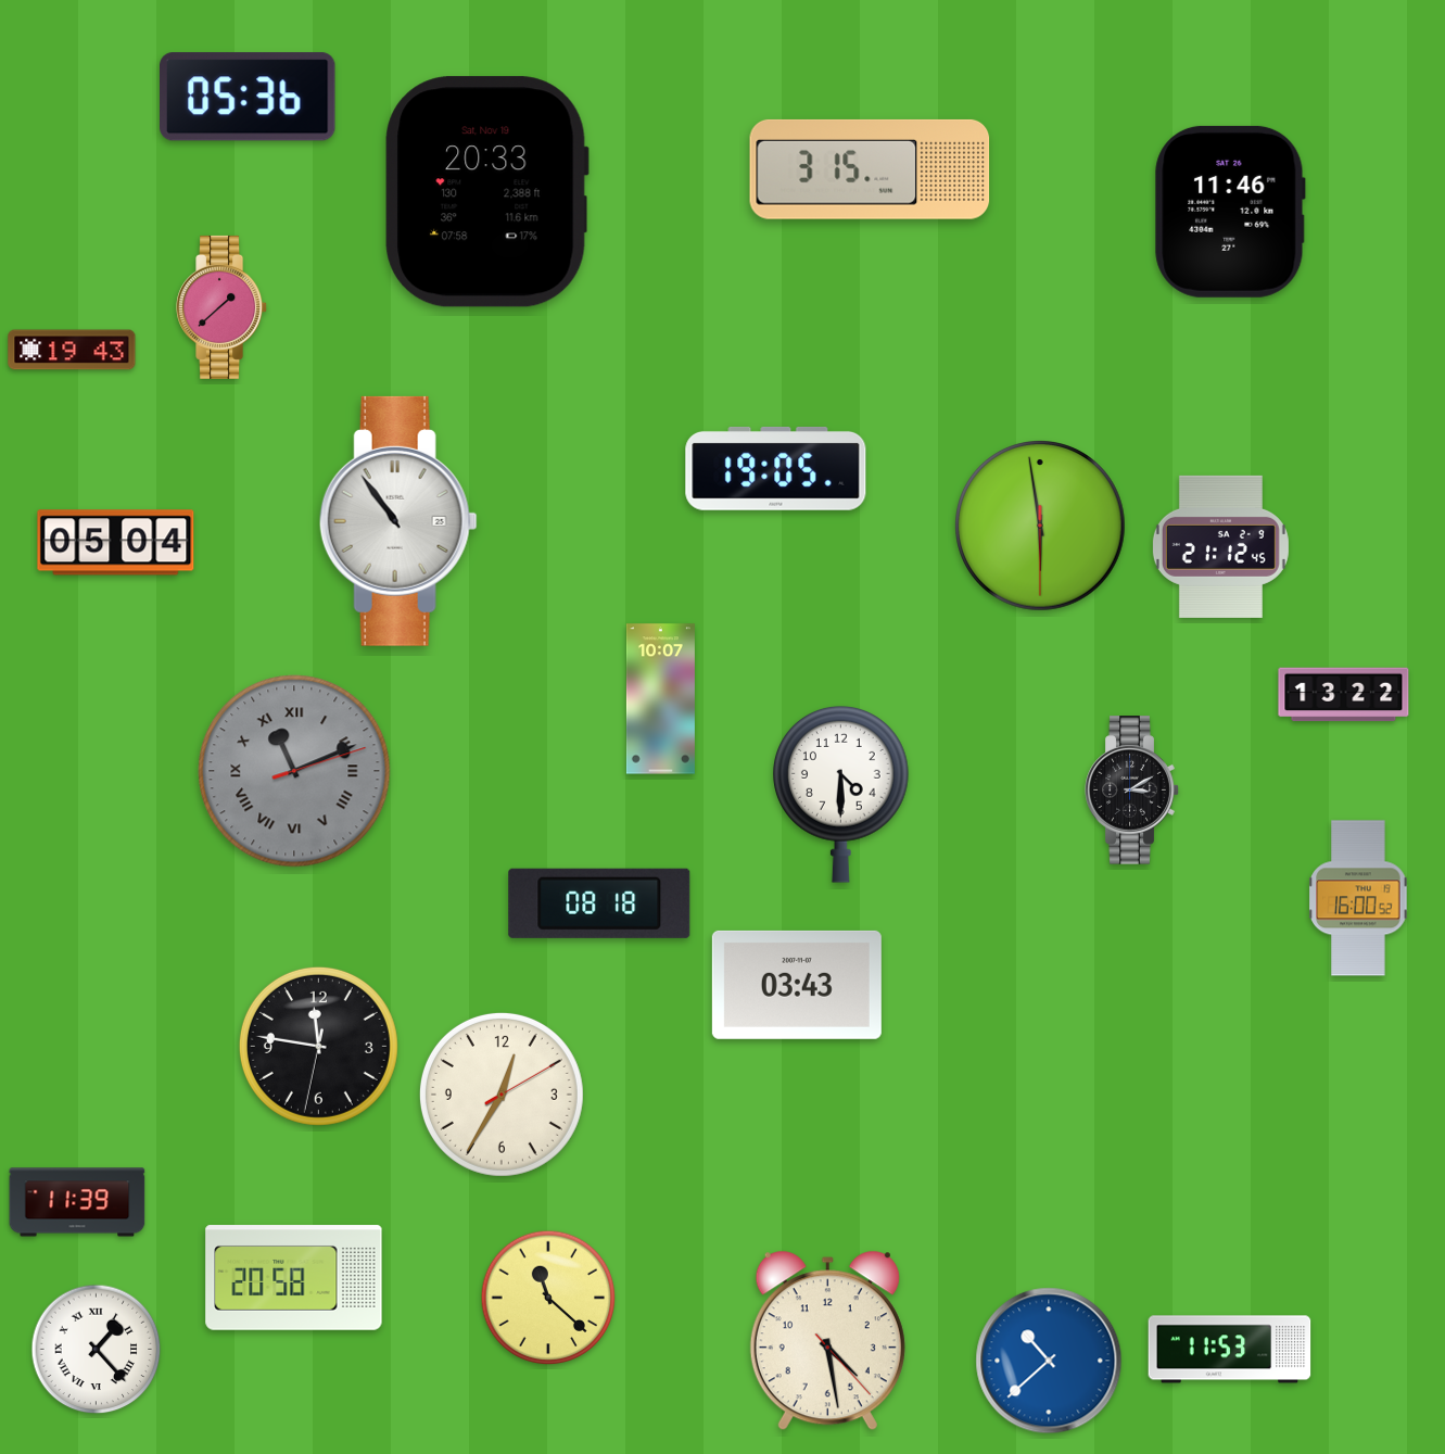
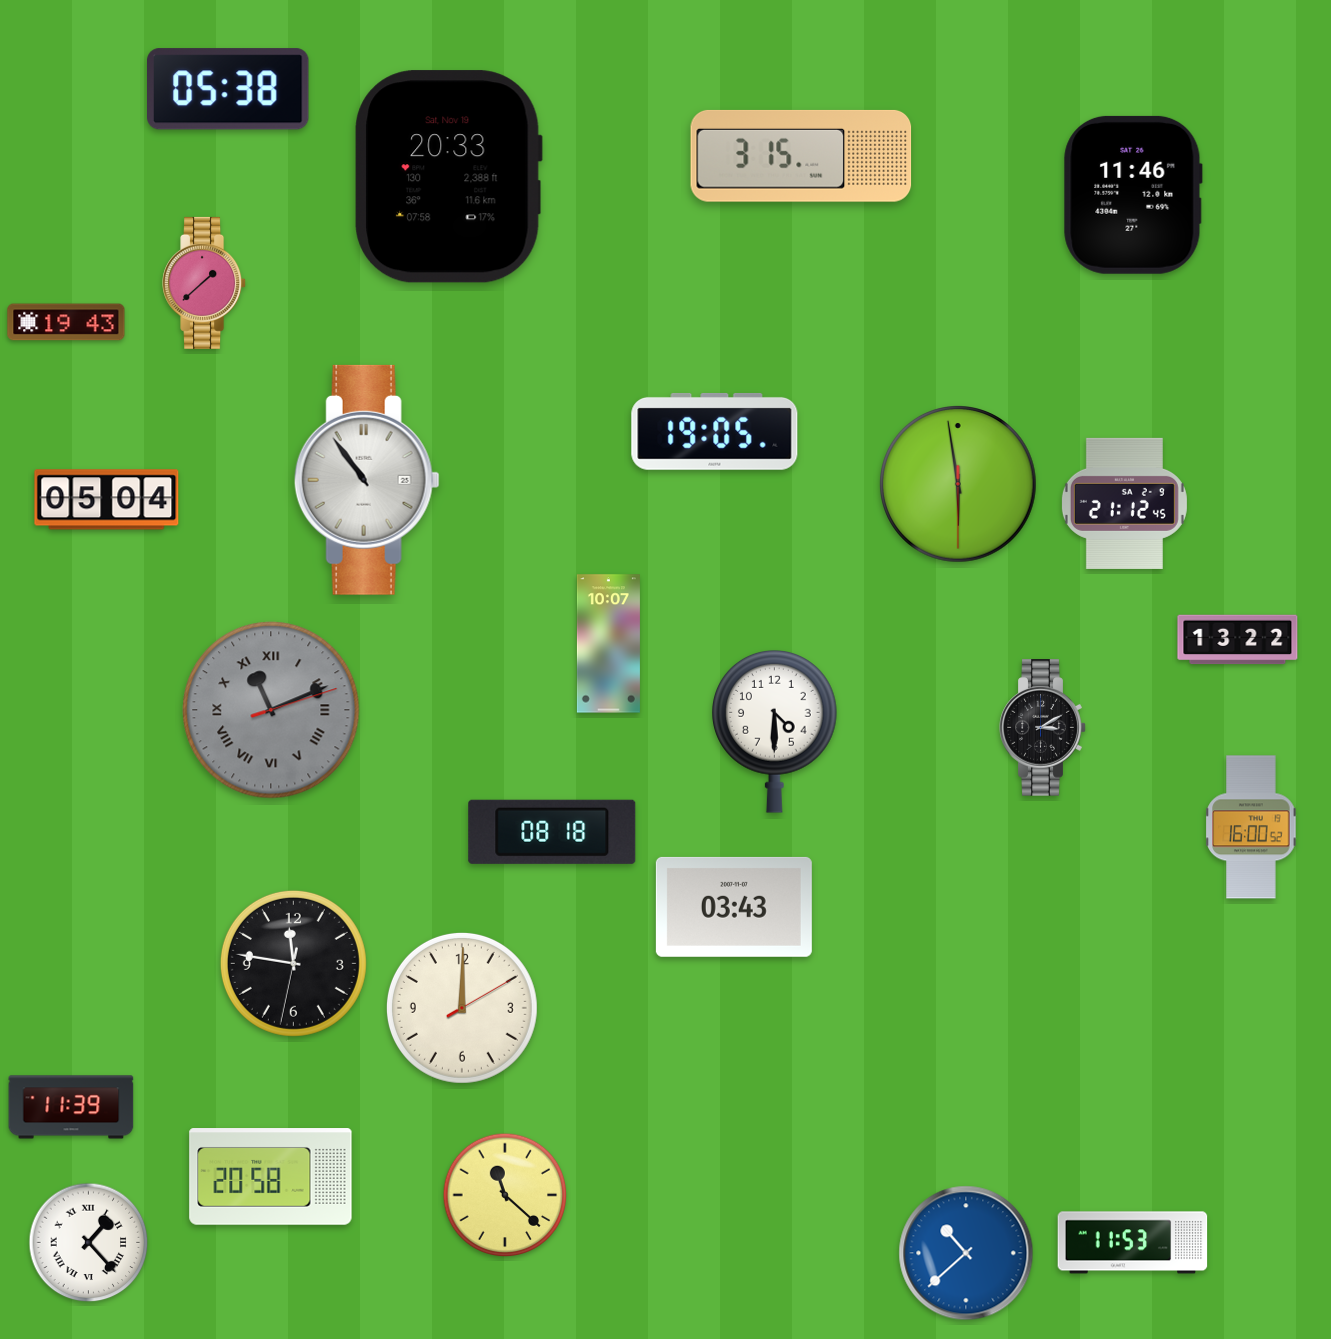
clock at (248, 97): 05:36 -> 05:38
clock at (502, 1095): 12:35 -> 12:00
clock at (827, 1341): 4:28 -> none
